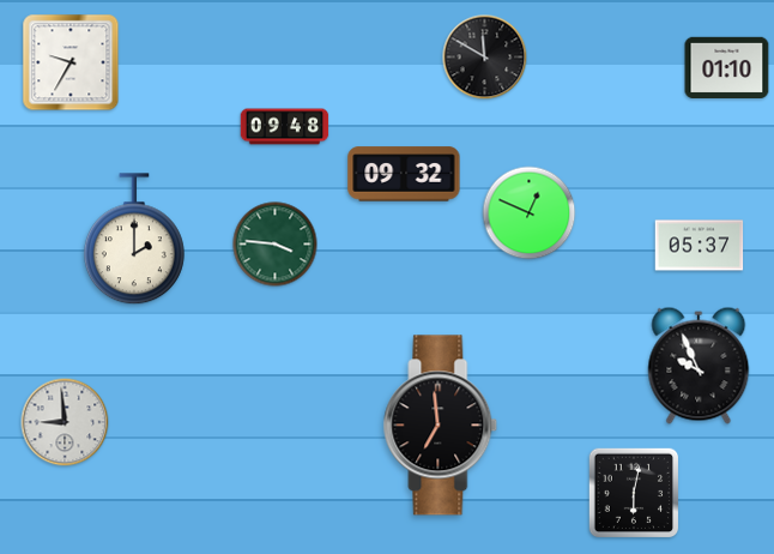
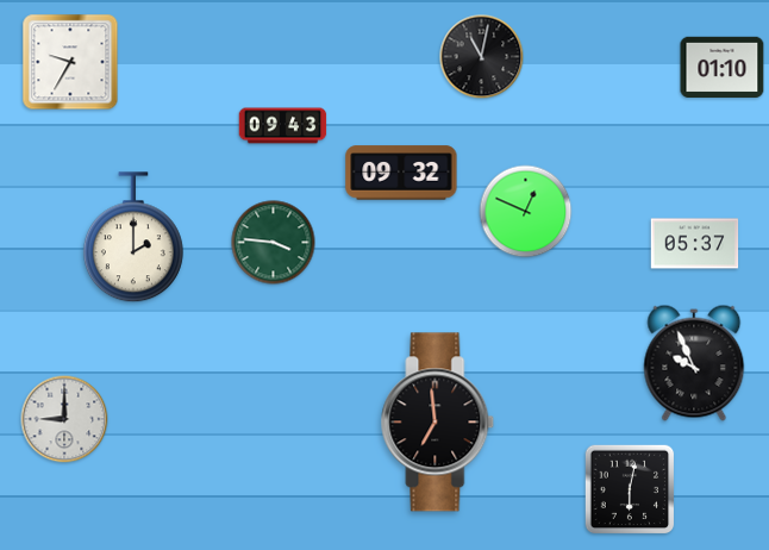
clock at (485, 58): 11:50 -> 11:02
clock at (285, 127): 09:48 -> 09:43
clock at (65, 422): 8:59 -> 9:00
